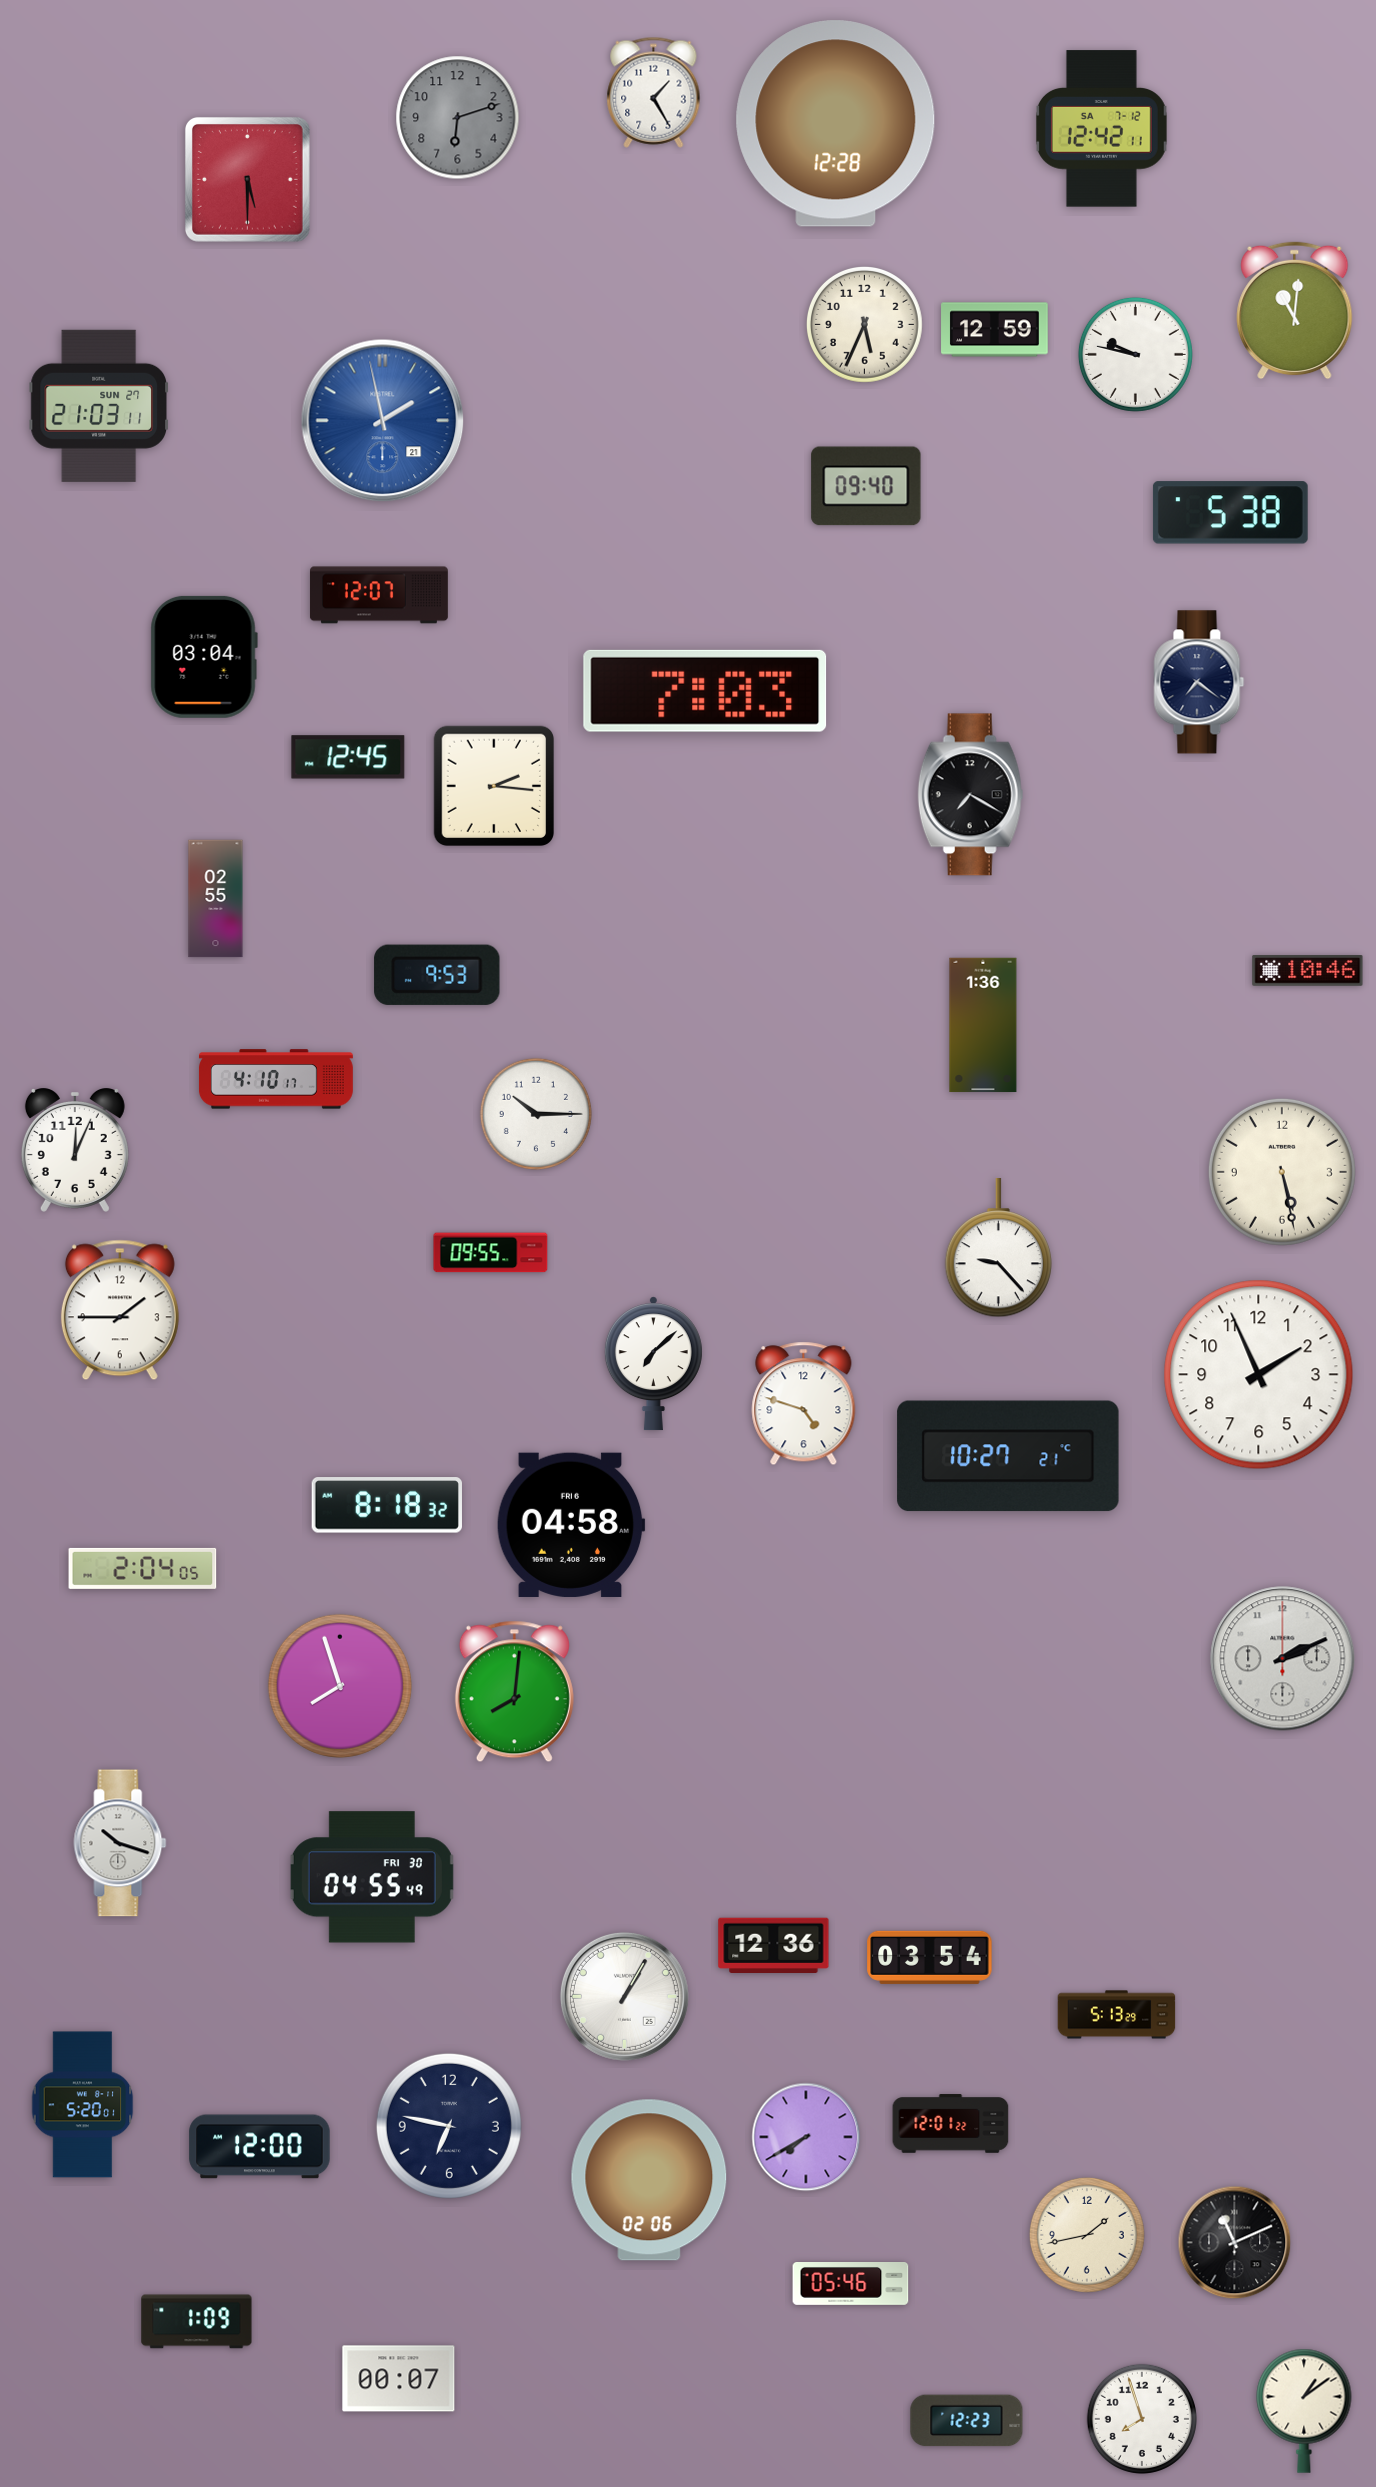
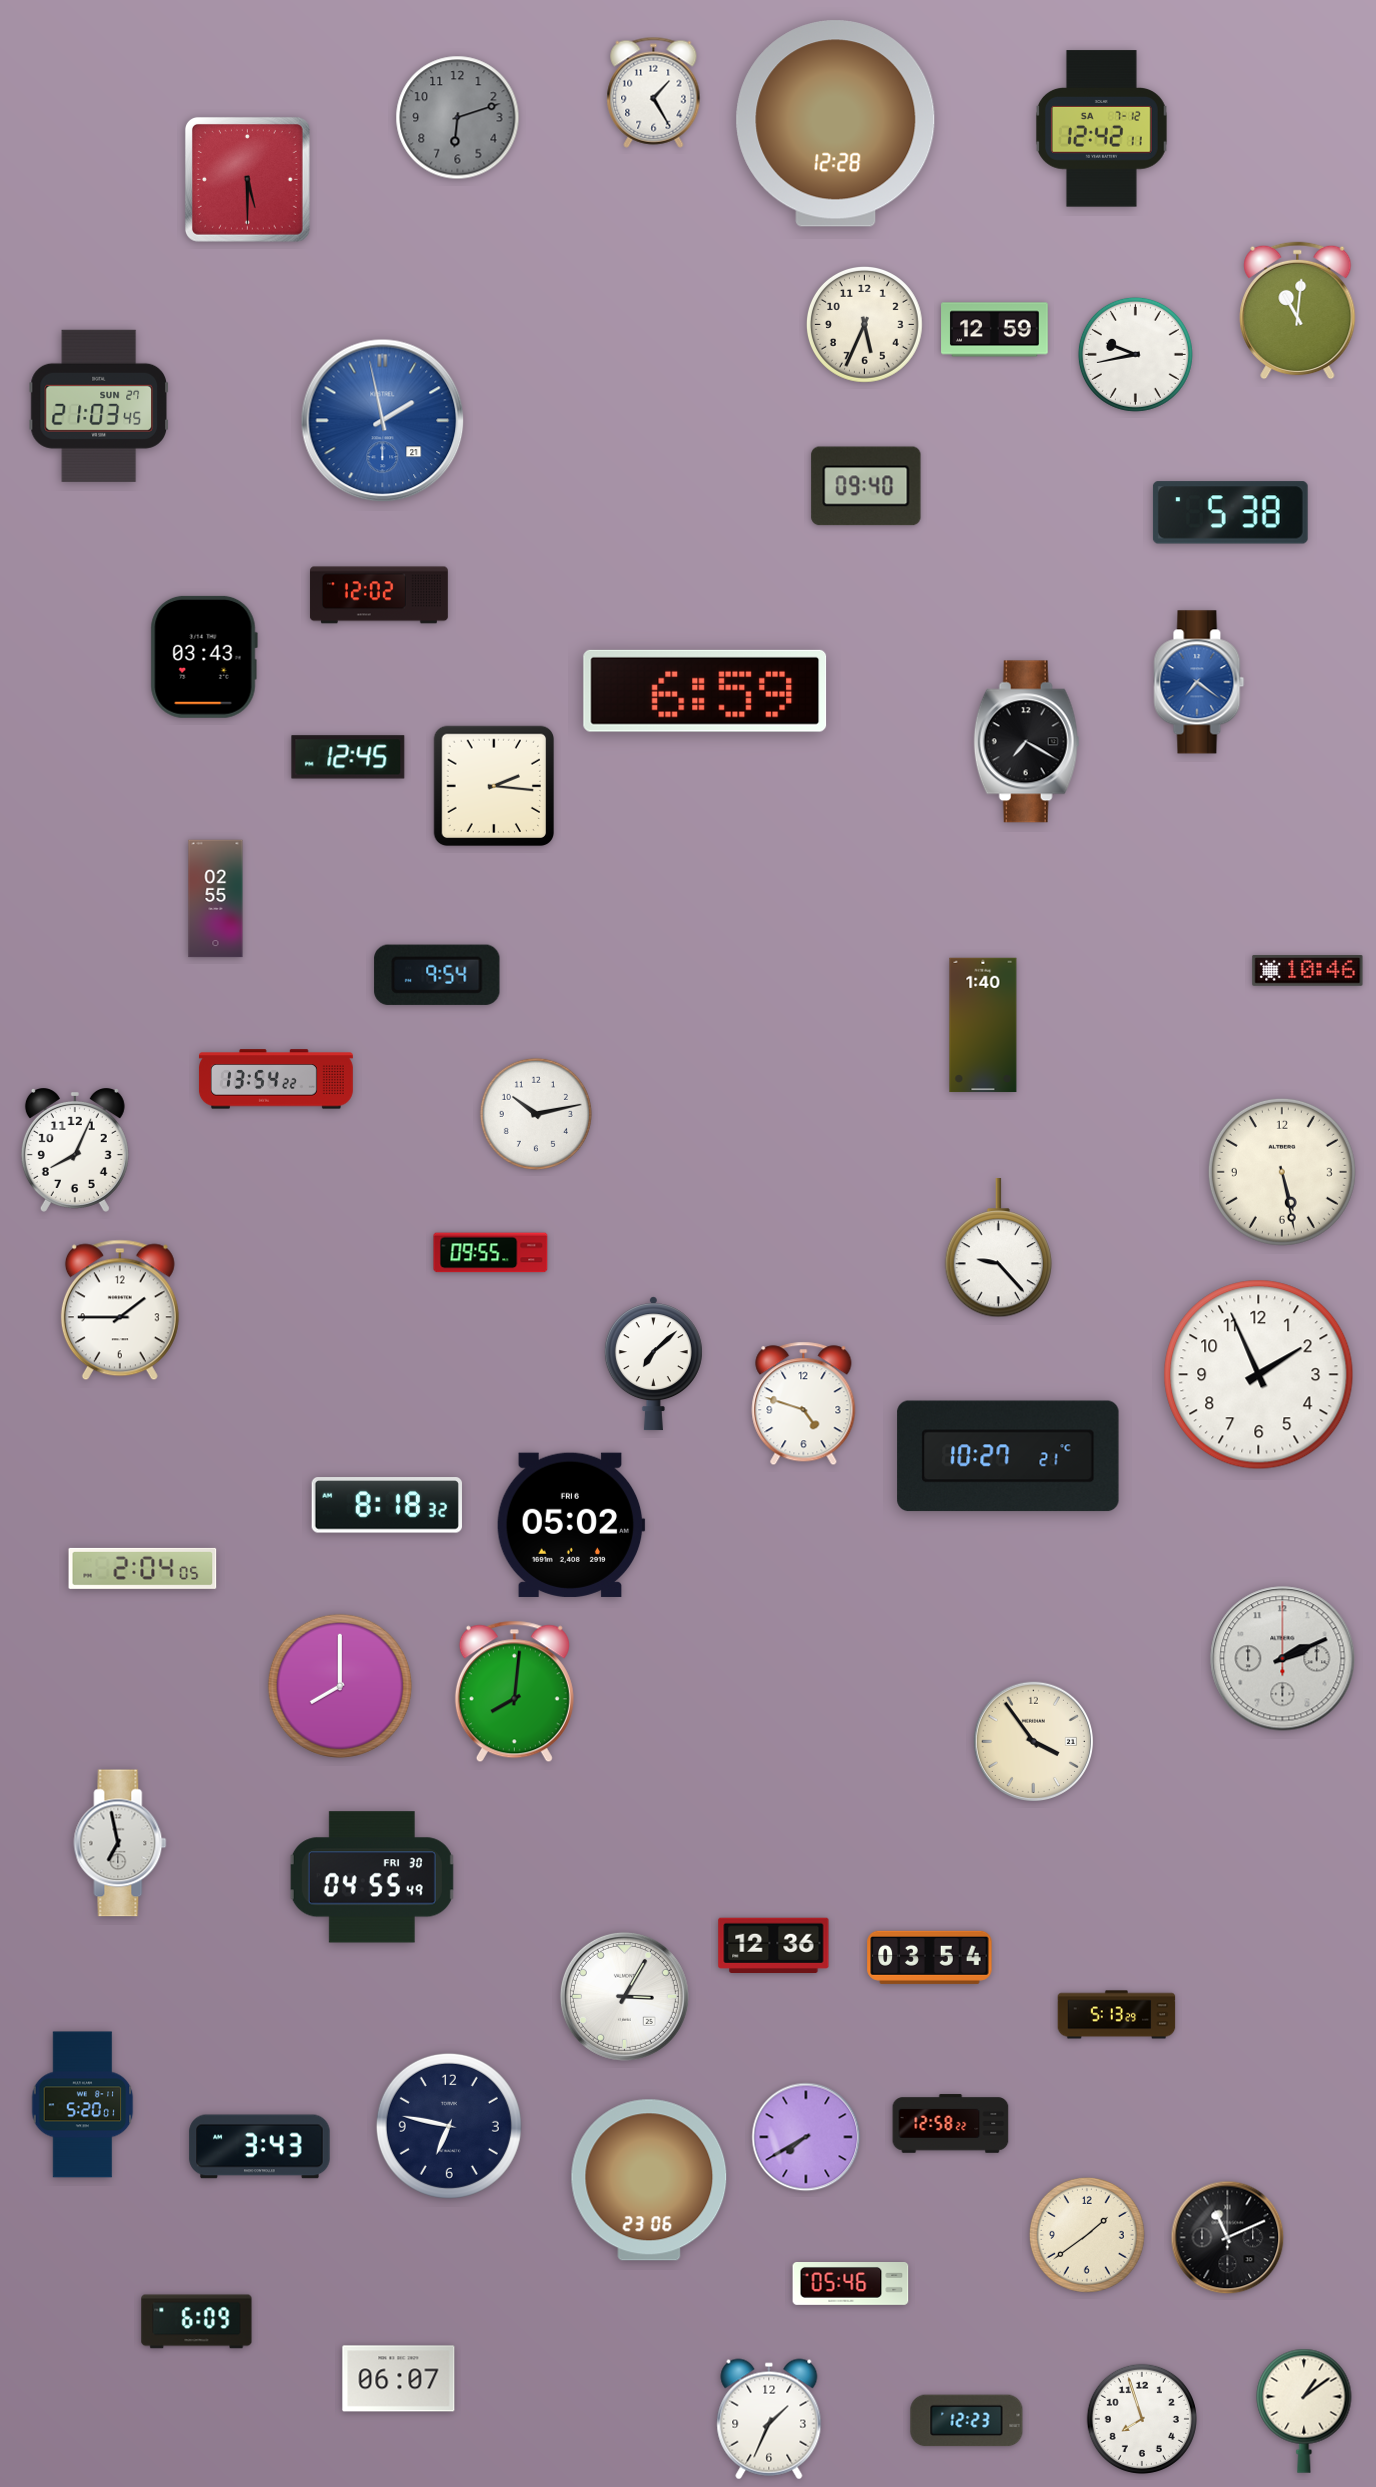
clock at (1295, 311) position: (1295, 311) -> (1298, 311)
clock at (1135, 354): 9:47 -> 9:43
clock at (98, 406): 21:03:11 -> 21:03:45
clock at (379, 595): 12:07 -> 12:02
clock at (204, 657): 03:04 -> 03:43
clock at (1199, 682) dial: navy -> blue
clock at (705, 691): 7:03 -> 6:59
clock at (971, 795) position: (971, 795) -> (1027, 742)
clock at (437, 975): 9:53 -> 9:54
clock at (983, 1025): 1:36 -> 1:40
clock at (276, 1079): 4:10 -> 13:54
clock at (536, 1114): 10:15 -> 10:13
clock at (75, 1151): 12:04 -> 8:04
clock at (571, 1525): 04:58 -> 05:02
clock at (340, 1686): 7:57 -> 8:00
clock at (1033, 1741): none -> 3:54
clock at (120, 1843): 10:18 -> 6:58
clock at (624, 1996): 1:05 -> 3:05
clock at (951, 2124): 12:01 -> 12:58
clock at (260, 2147): 12:00 -> 3:43
clock at (649, 2180): 02:06 -> 23:06
clock at (1087, 2235): 1:43 -> 1:39
clock at (1235, 2243) position: (1235, 2243) -> (1228, 2238)
clock at (197, 2322): 1:09 -> 6:09
clock at (399, 2379): 00:07 -> 06:07
clock at (769, 2419): none -> 1:34
